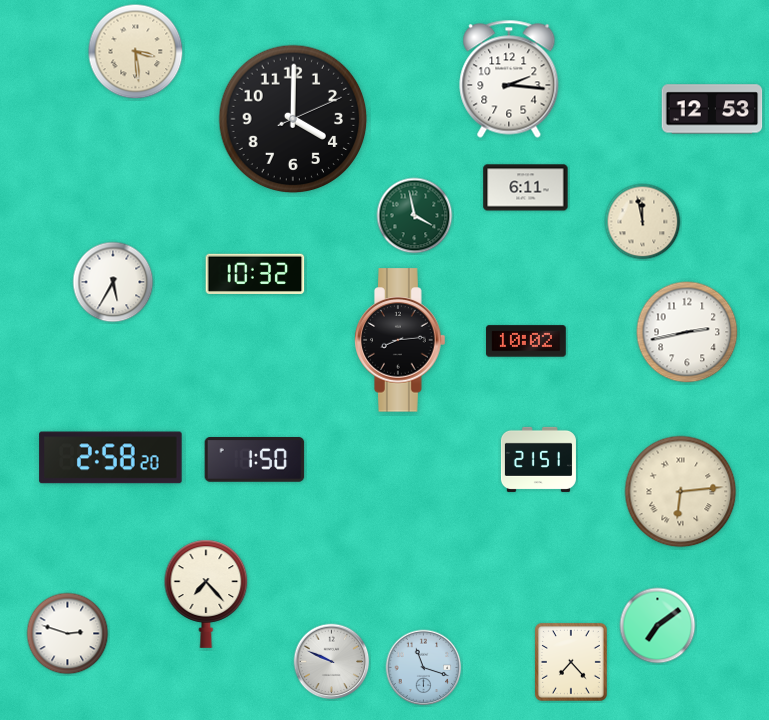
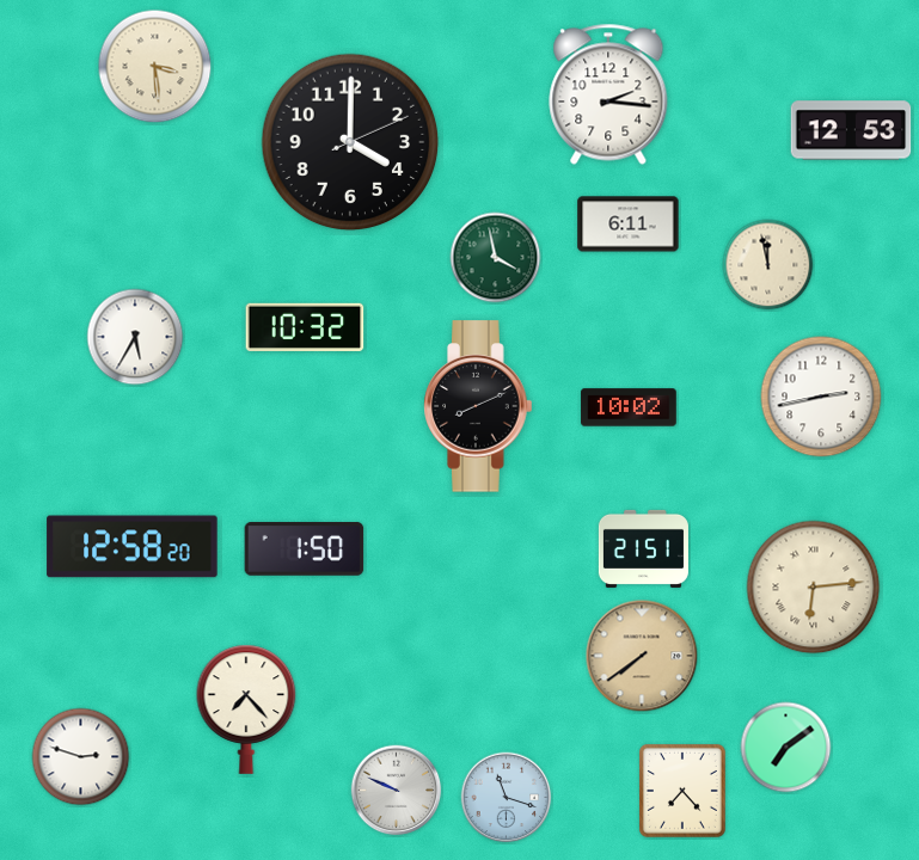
clock at (136, 52) position: (136, 52) -> (155, 67)
clock at (400, 340): 8:14 -> 8:11
clock at (111, 458): 2:58 -> 12:58
clock at (642, 656): none -> 7:39
